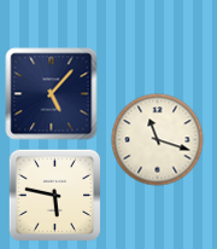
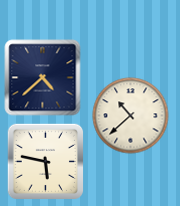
clock at (52, 94): 5:07 -> 4:38
clock at (158, 140): 11:18 -> 10:38
